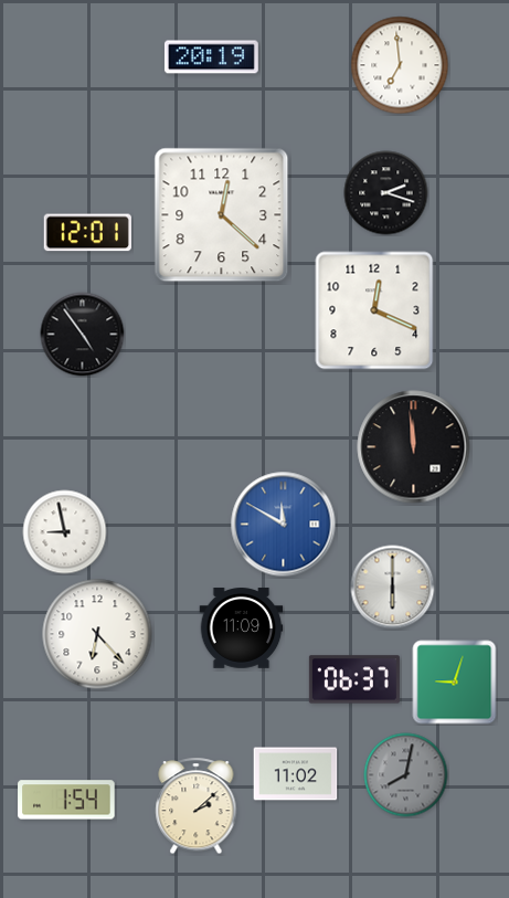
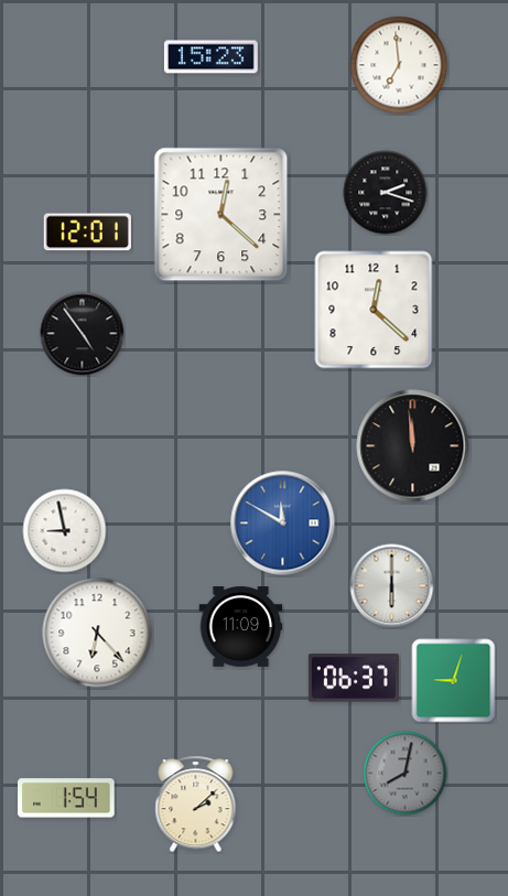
clock at (211, 57): 20:19 -> 15:23
clock at (374, 310): 12:19 -> 12:22
clock at (296, 774): 11:02 -> none
